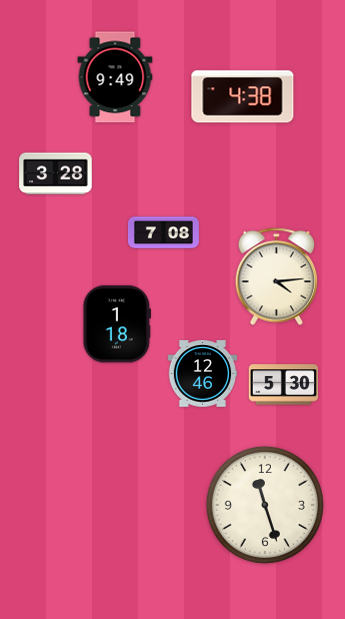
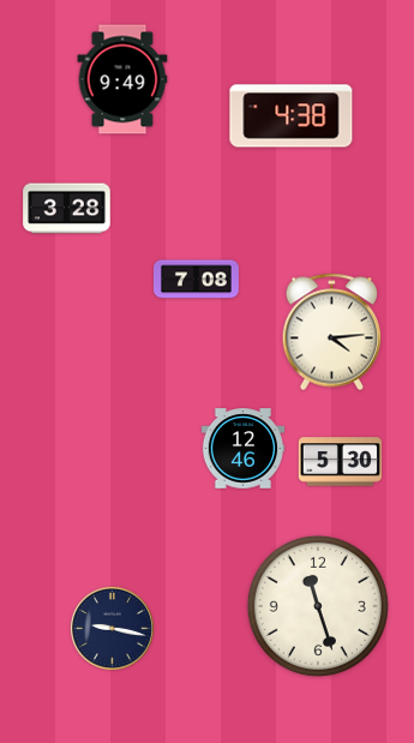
clock at (115, 77) position: (115, 77) -> (122, 79)
clock at (117, 324): 1:18 -> none
clock at (112, 628): none -> 9:17
